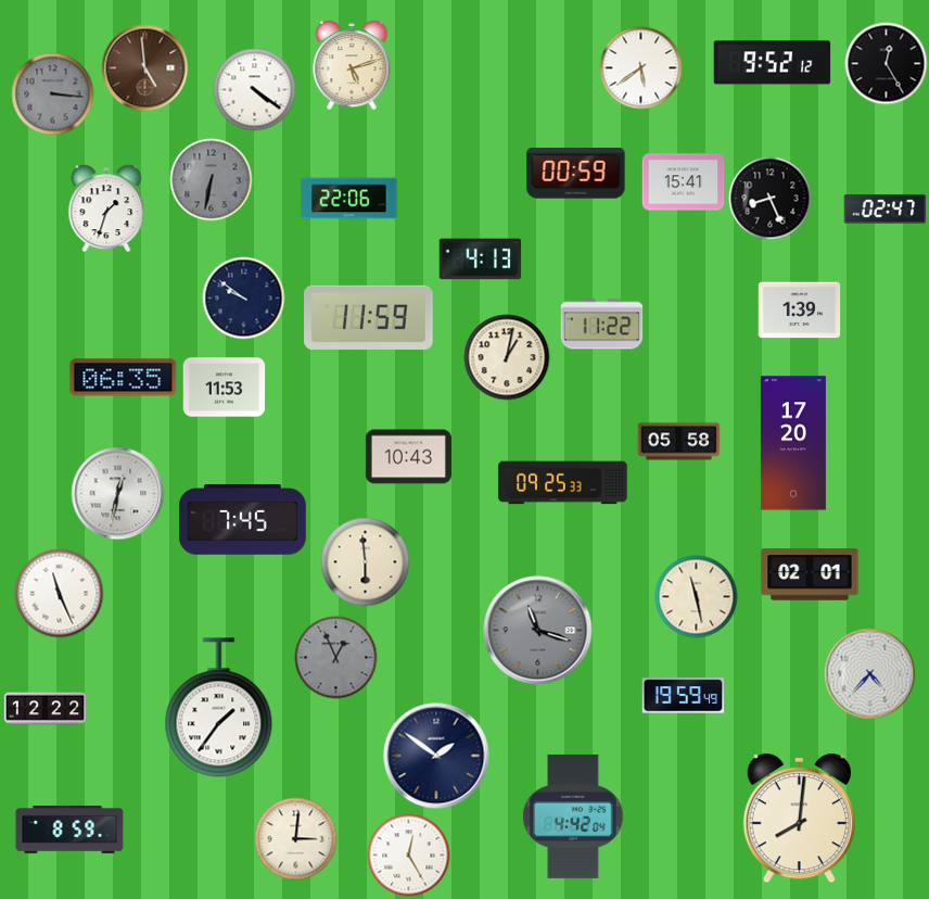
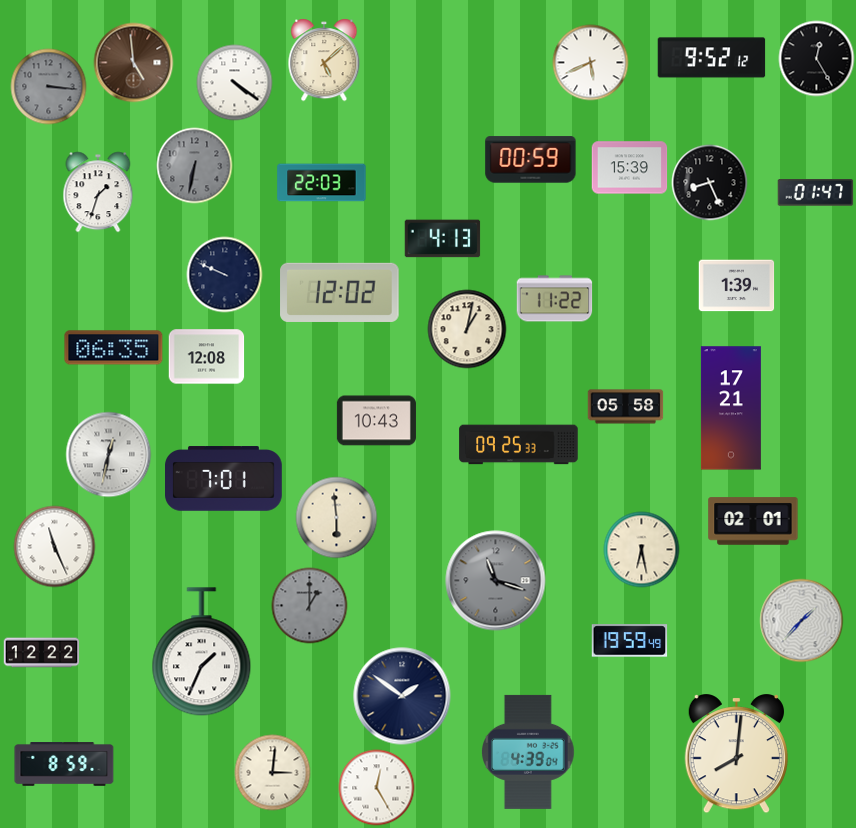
clock at (352, 65): 5:12 -> 5:08
clock at (641, 68): 5:39 -> 5:41
clock at (684, 182): 15:41 -> 15:39
clock at (349, 199): 22:06 -> 22:03
clock at (886, 210): 02:47 -> 01:47
clock at (244, 299): 9:51 -> 9:49
clock at (369, 317): 11:59 -> 12:02
clock at (225, 388): 11:53 -> 12:08
clock at (793, 443): 17:20 -> 17:21
clock at (243, 520): 7:45 -> 7:01
clock at (810, 574) position: (810, 574) -> (753, 521)
clock at (697, 597): 11:28 -> 6:28
clock at (336, 658): 12:56 -> 1:00
clock at (870, 674): 4:37 -> 1:37
clock at (219, 708): 1:36 -> 1:34
clock at (573, 816): 4:42 -> 4:39
